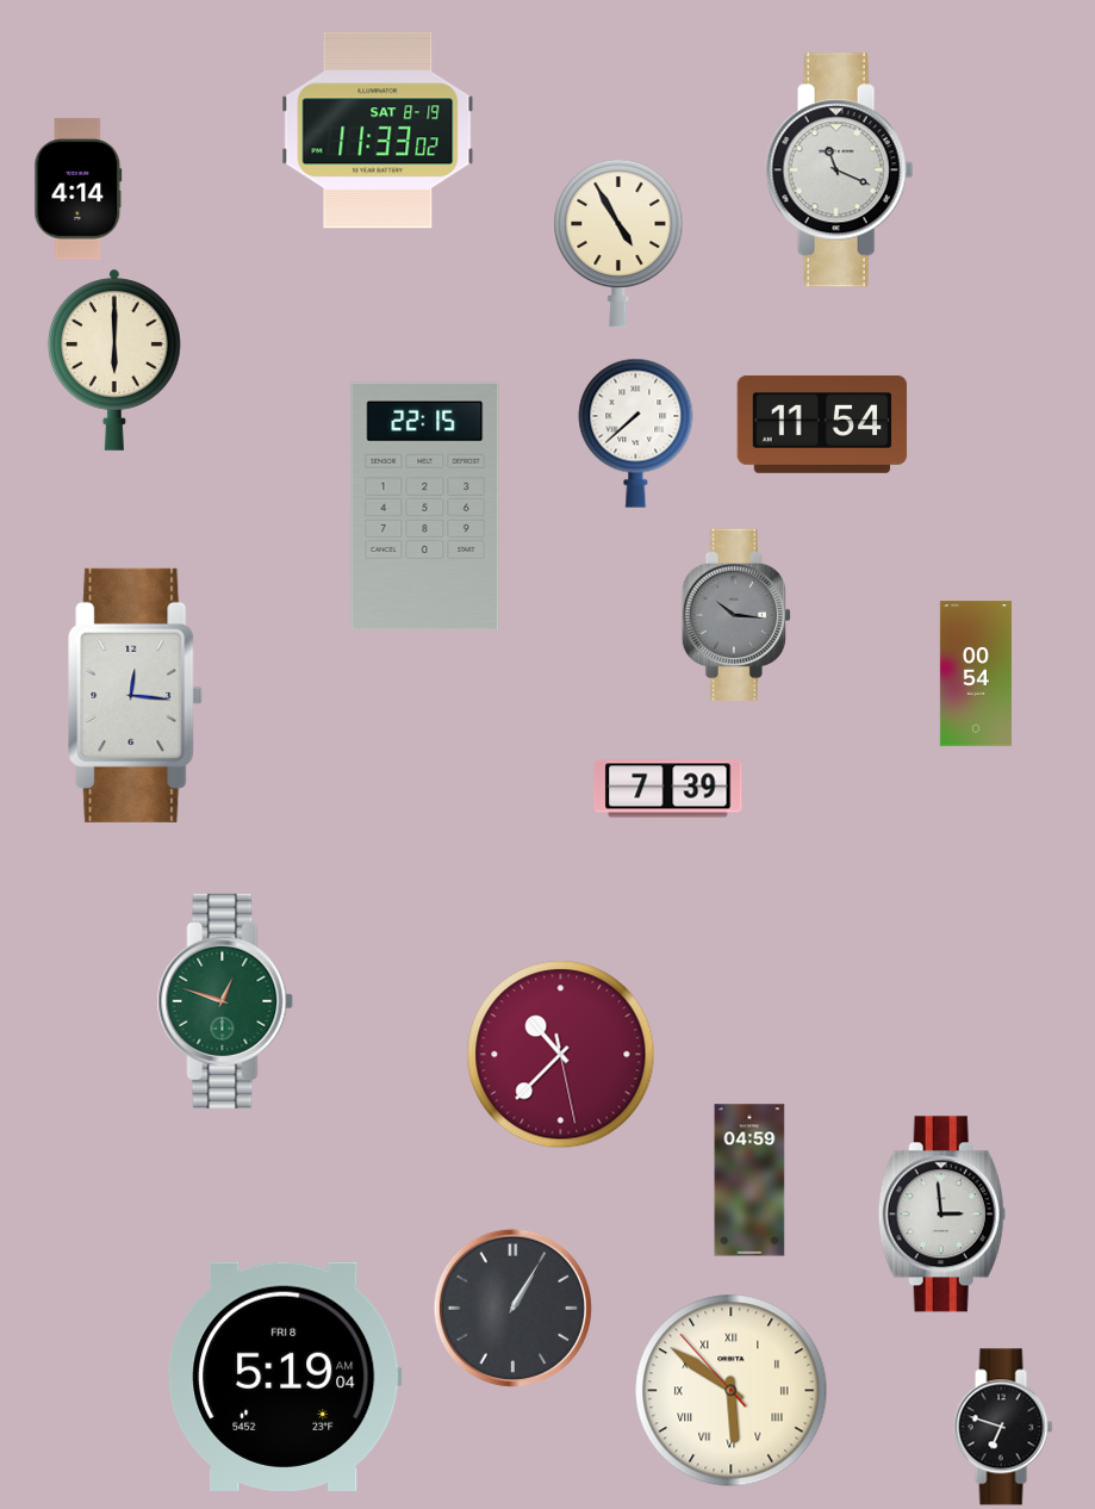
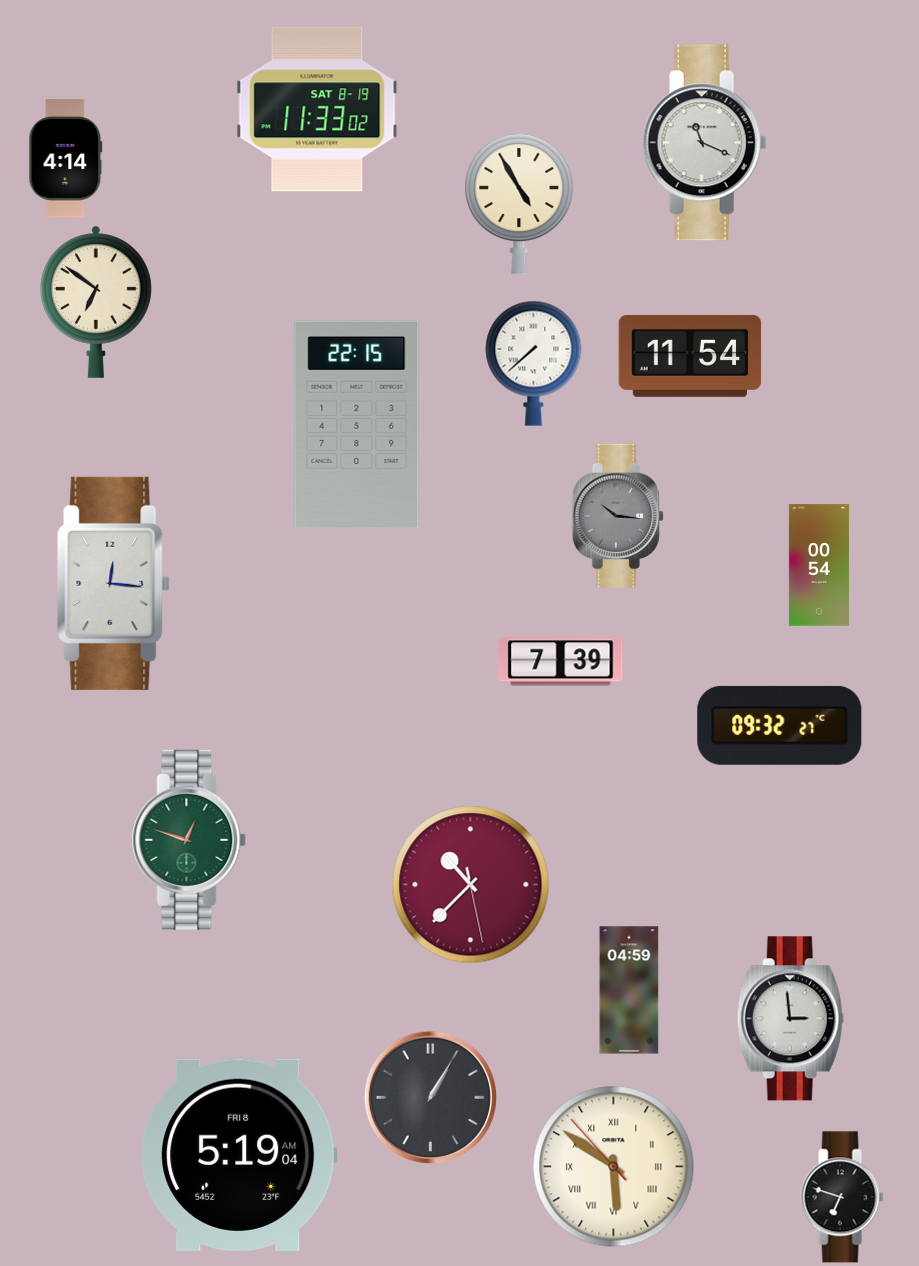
clock at (116, 360): 6:00 -> 6:51
clock at (780, 725): none -> 09:32
